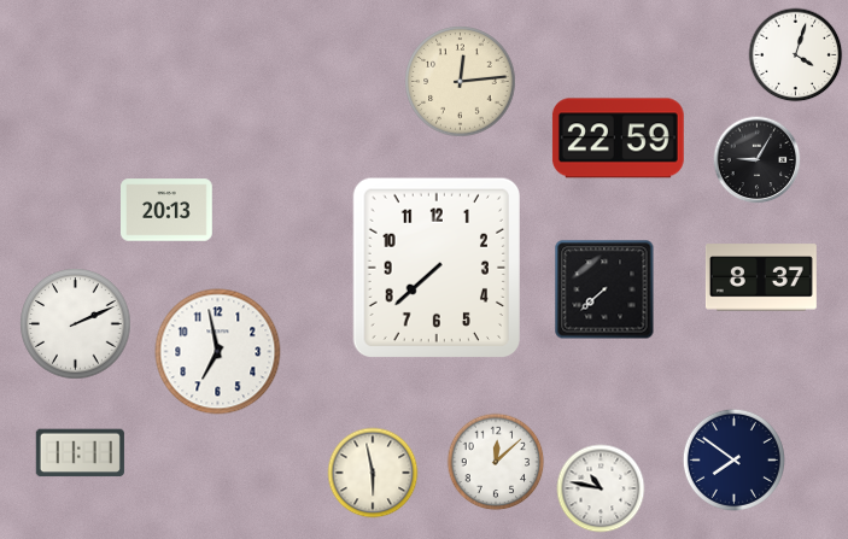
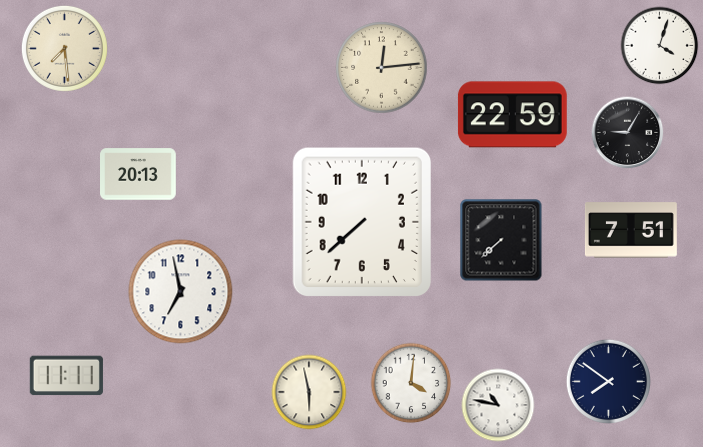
clock at (64, 48): none -> 7:29
clock at (761, 277): 8:37 -> 7:51
clock at (76, 324): 2:11 -> none
clock at (496, 462): 12:08 -> 4:01
